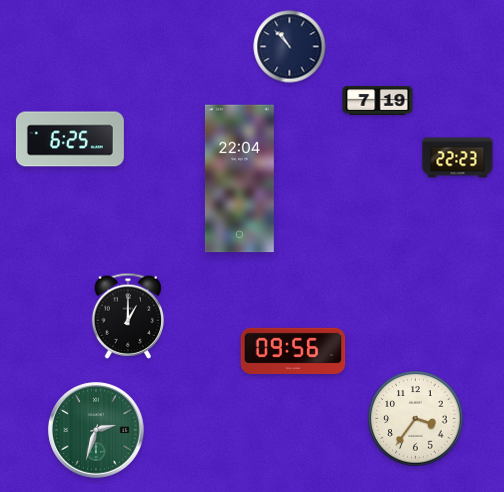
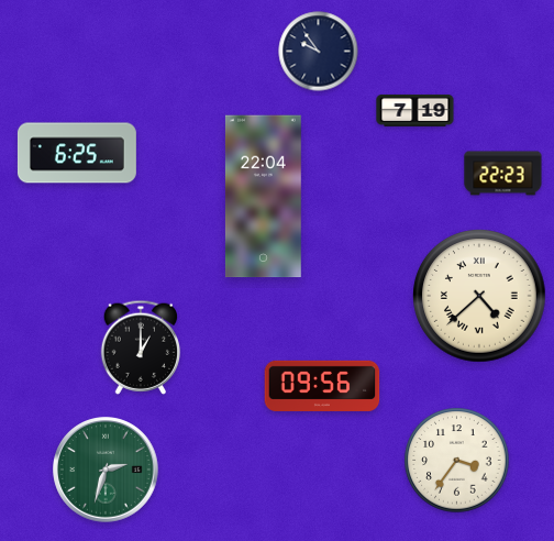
clock at (290, 47): 10:53 -> 9:54
clock at (479, 296): none -> 4:38
clock at (96, 430) position: (96, 430) -> (106, 470)
